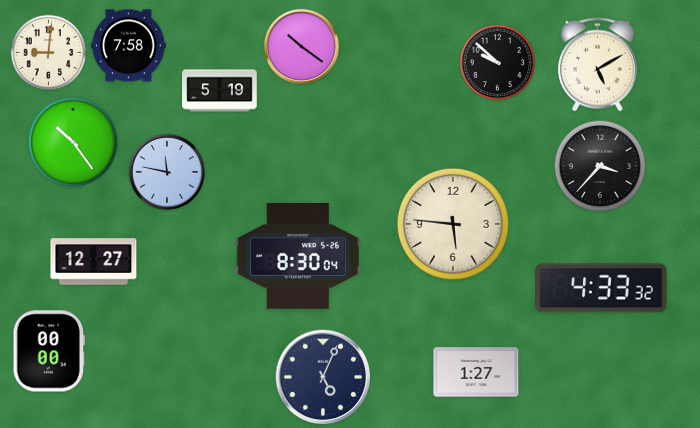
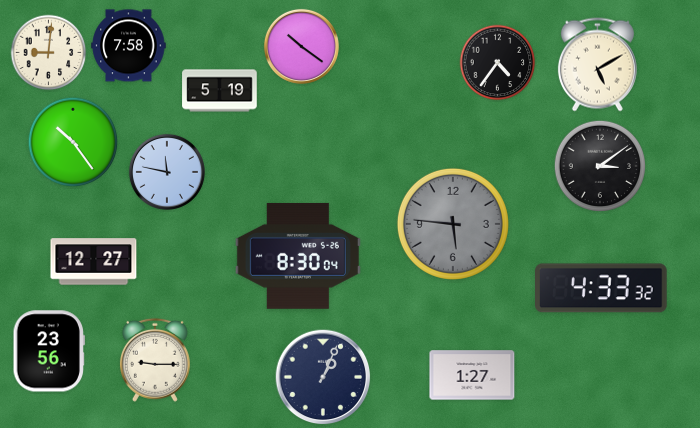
clock at (498, 63): 9:52 -> 4:36
clock at (599, 165): 3:37 -> 3:09
clock at (453, 224) dial: cream -> grey
clock at (49, 351): 00:00 -> 23:56
clock at (155, 360): none -> 9:15
clock at (476, 372) position: (476, 372) -> (472, 375)
clock at (323, 377): 5:04 -> 1:04
